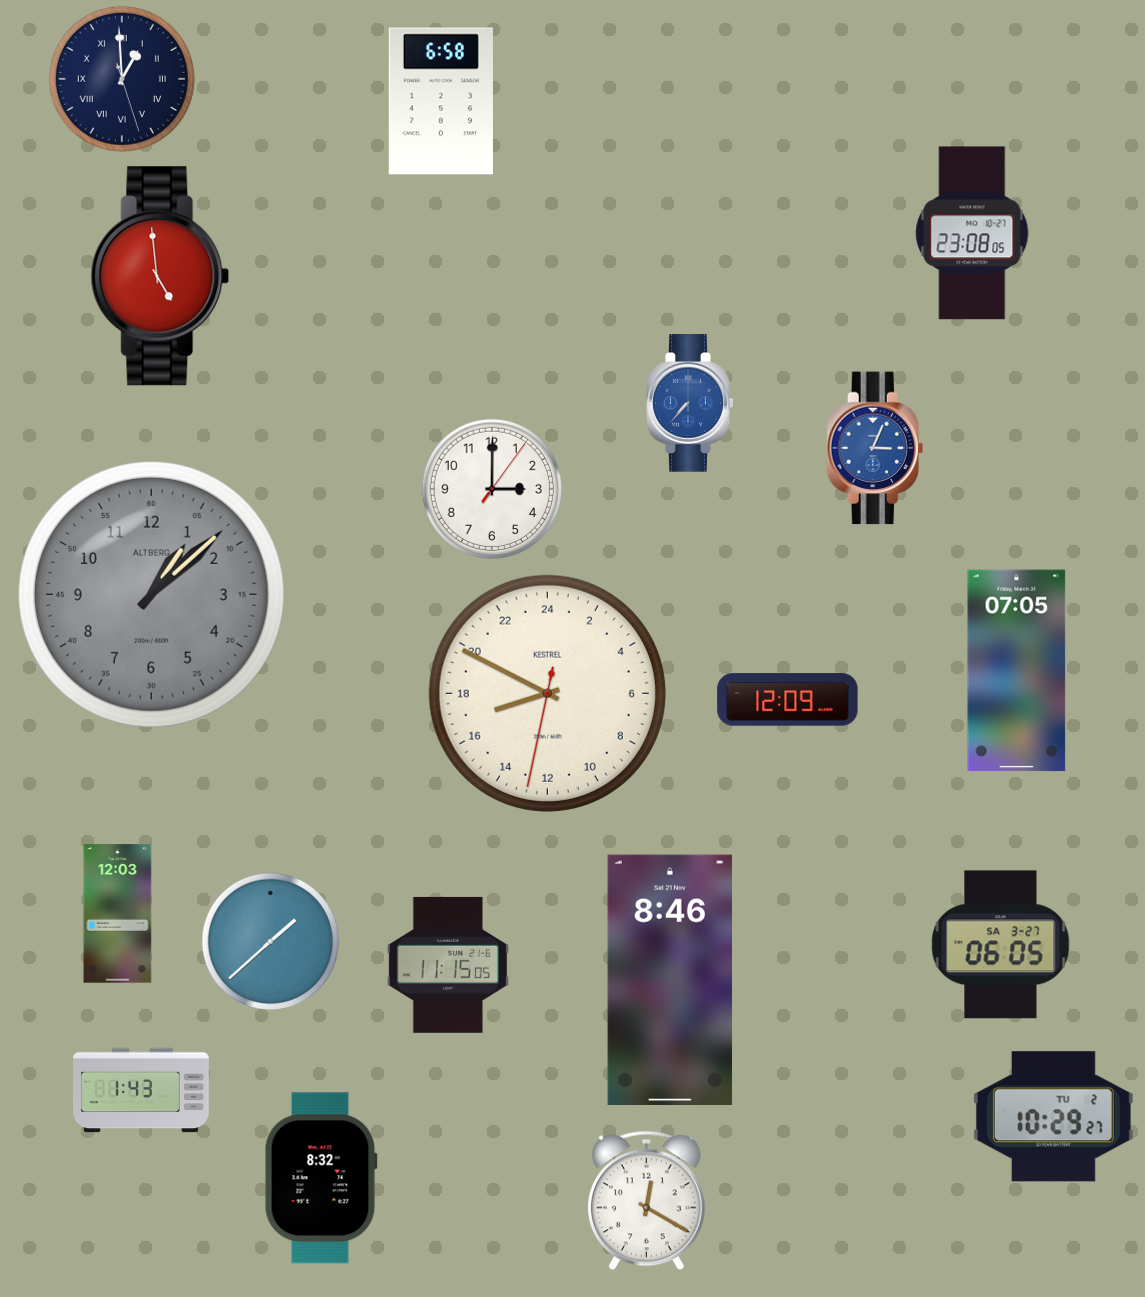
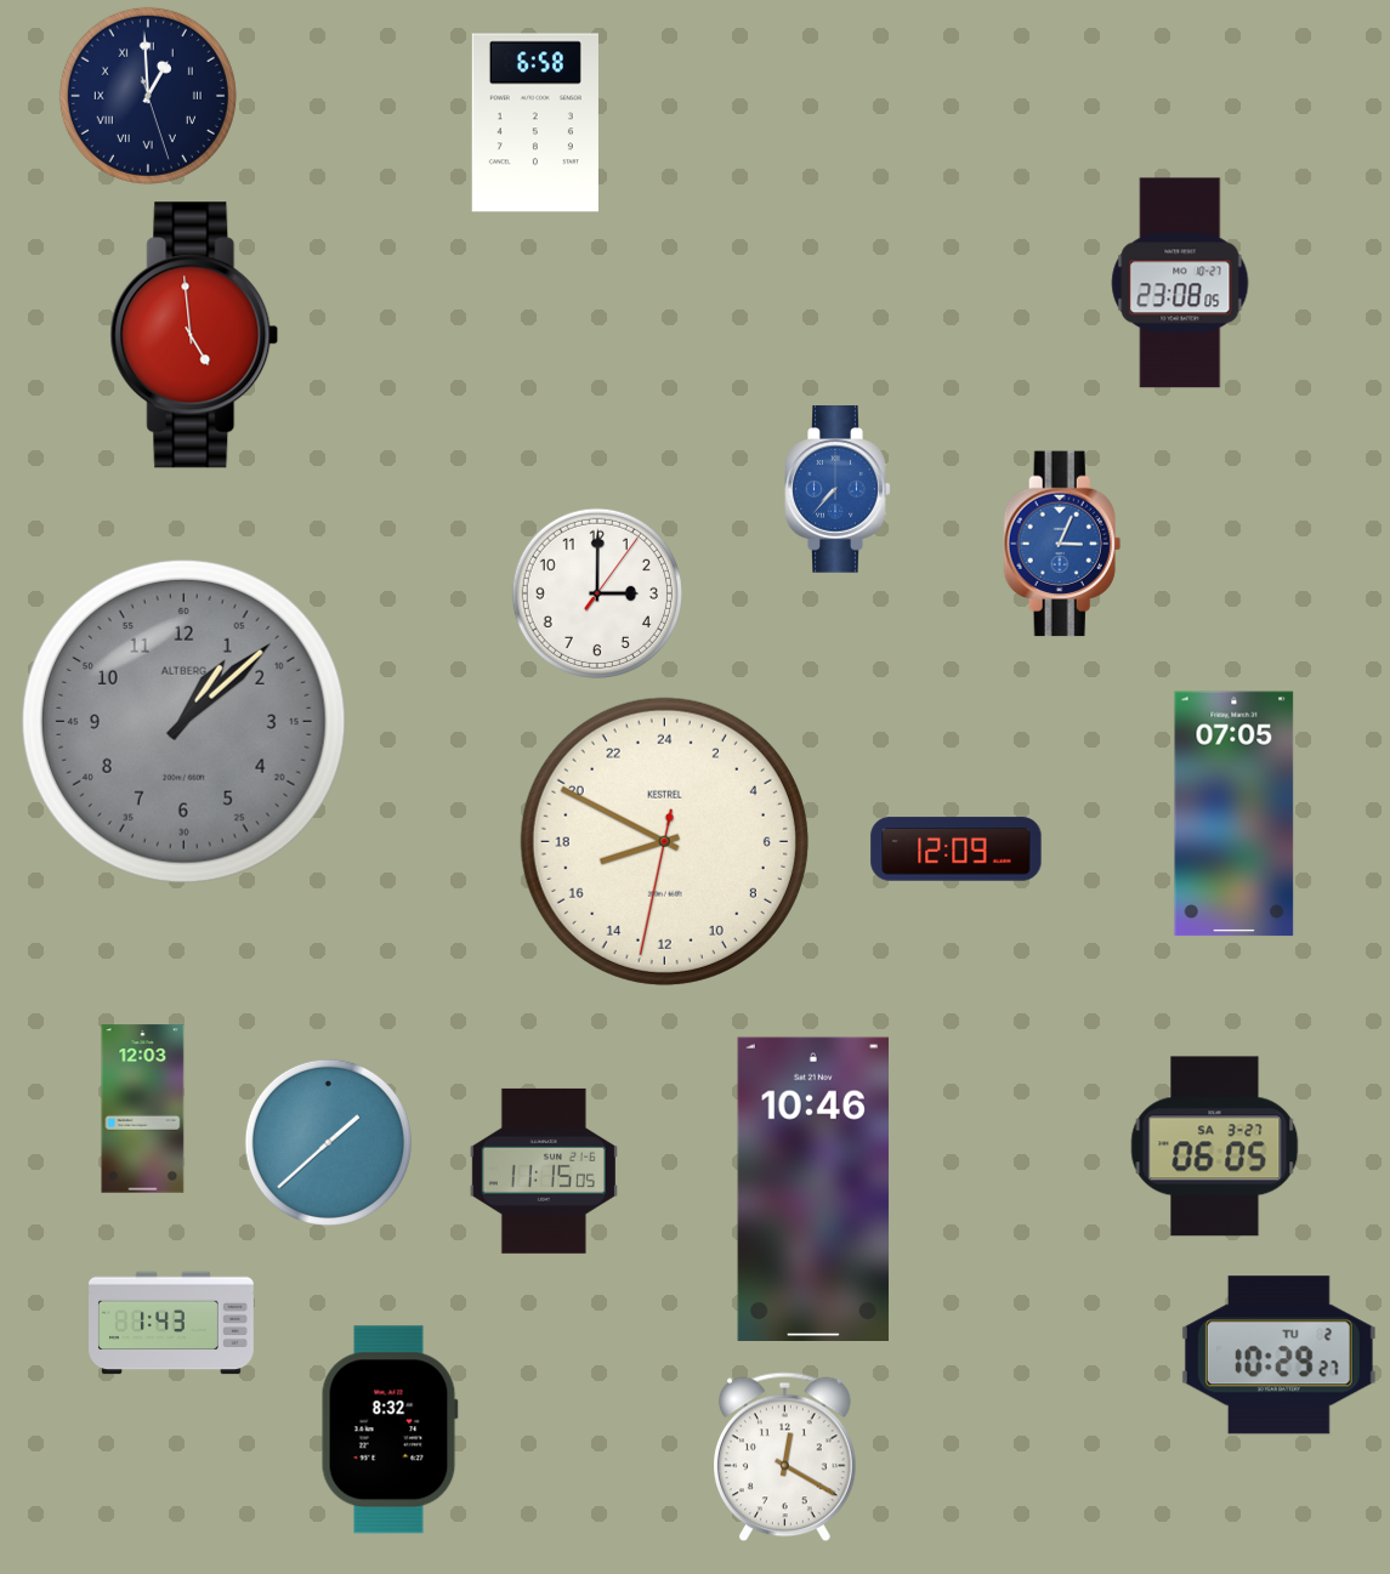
clock at (670, 979): 8:46 -> 10:46
